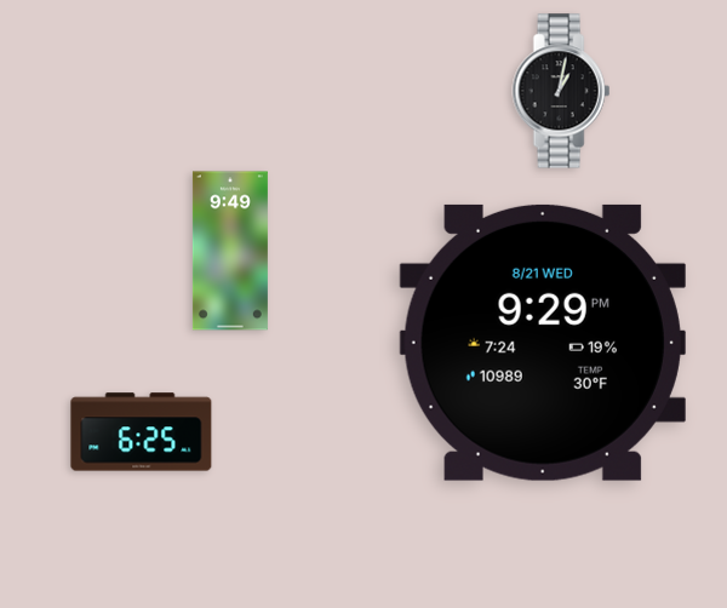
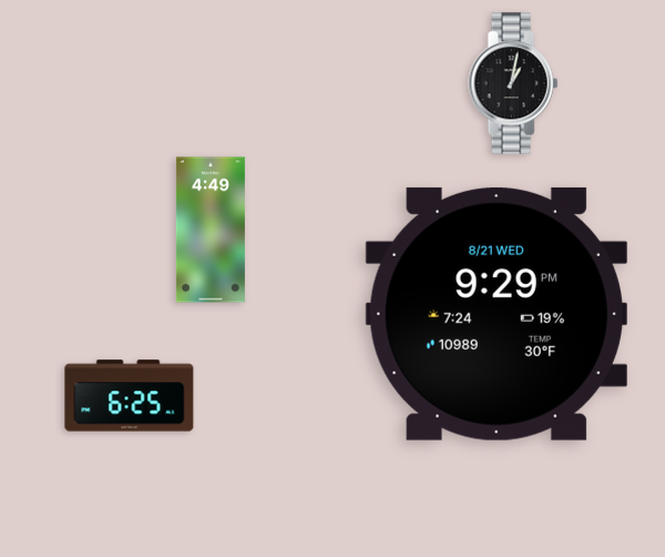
clock at (230, 251): 9:49 -> 4:49
